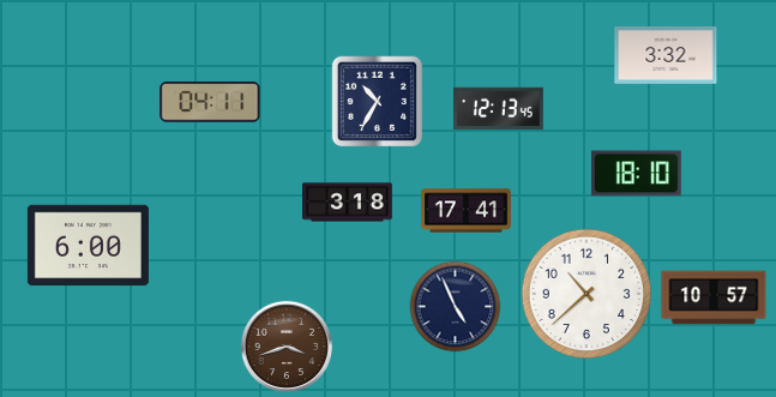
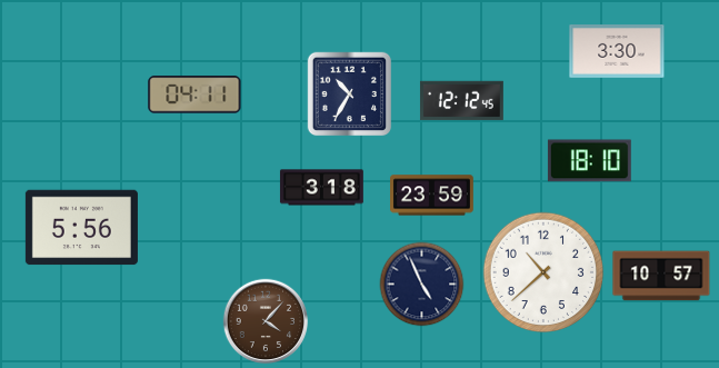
clock at (666, 56): 3:32 -> 3:30
clock at (499, 109): 12:13 -> 12:12
clock at (467, 211): 17:41 -> 23:59
clock at (88, 246): 6:00 -> 5:56
clock at (287, 347): 3:42 -> 4:07
